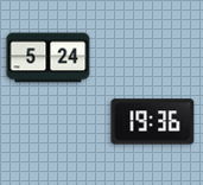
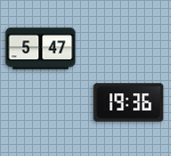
clock at (49, 58): 5:24 -> 5:47
